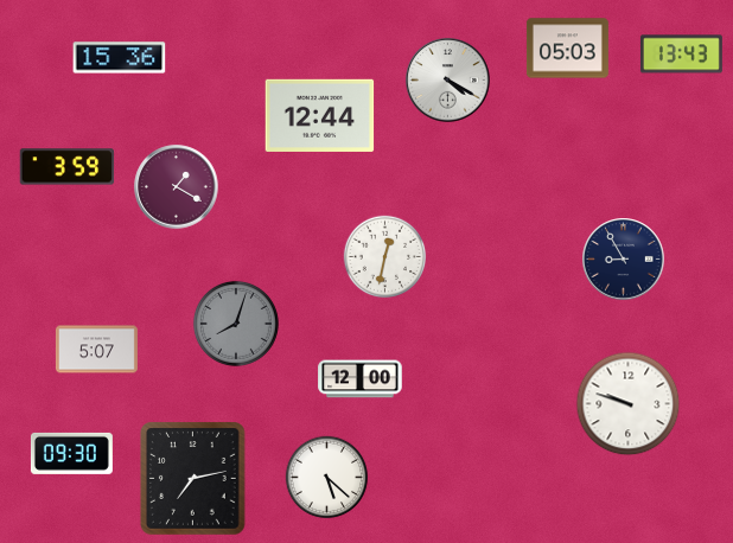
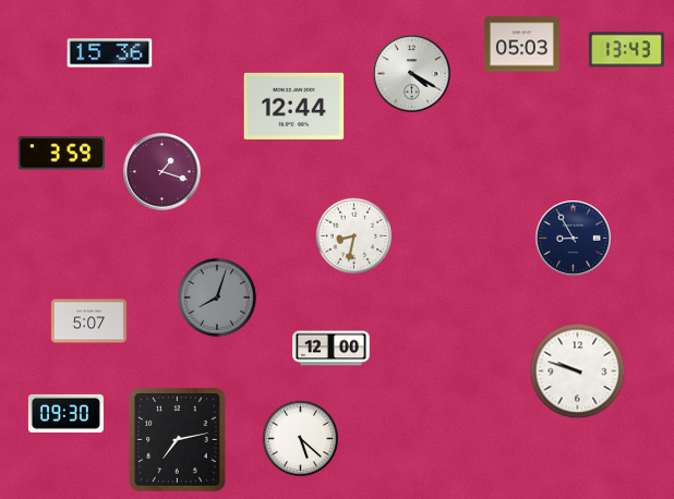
clock at (177, 187): 1:20 -> 1:18
clock at (385, 257): 12:32 -> 8:32
clock at (71, 453) position: (71, 453) -> (65, 413)
